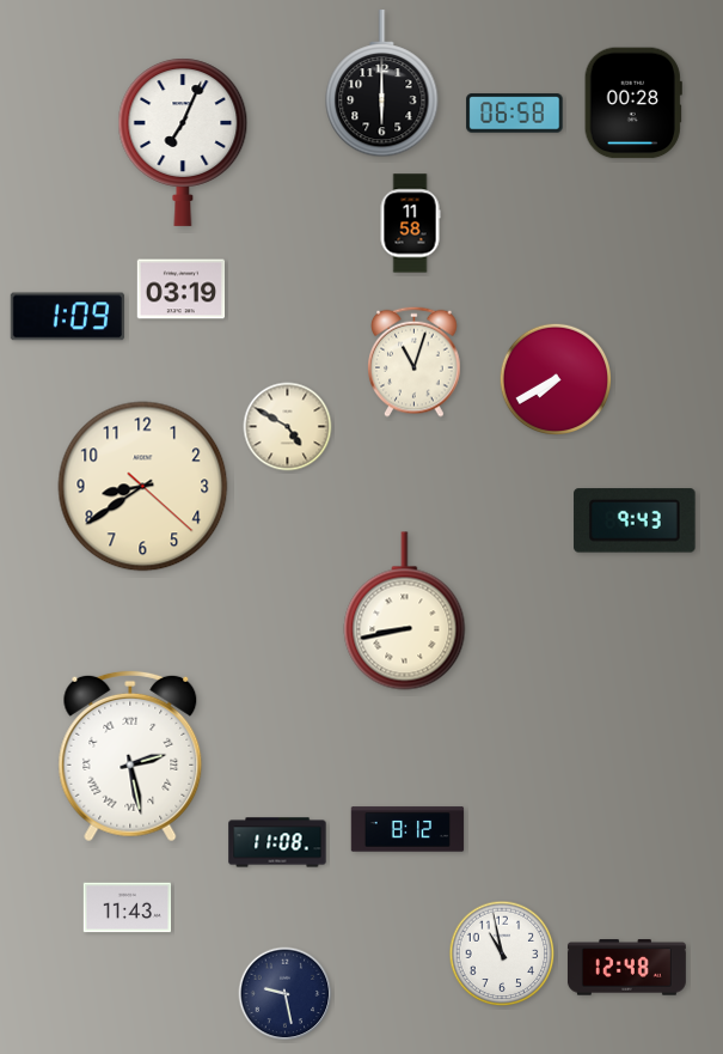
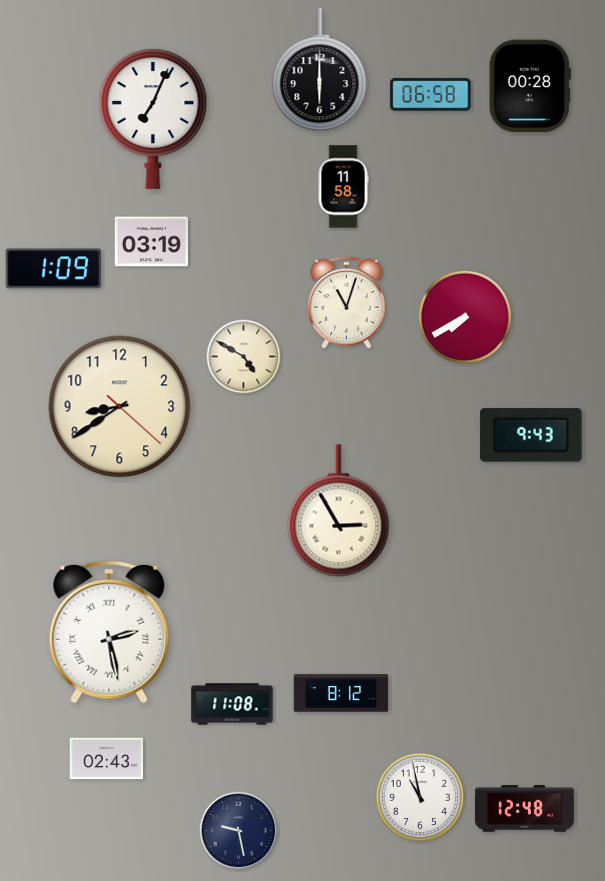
clock at (67, 317) position: (67, 317) -> (53, 269)
clock at (288, 427) position: (288, 427) -> (244, 357)
clock at (405, 611): 8:43 -> 2:55
clock at (128, 908): 11:43 -> 02:43
